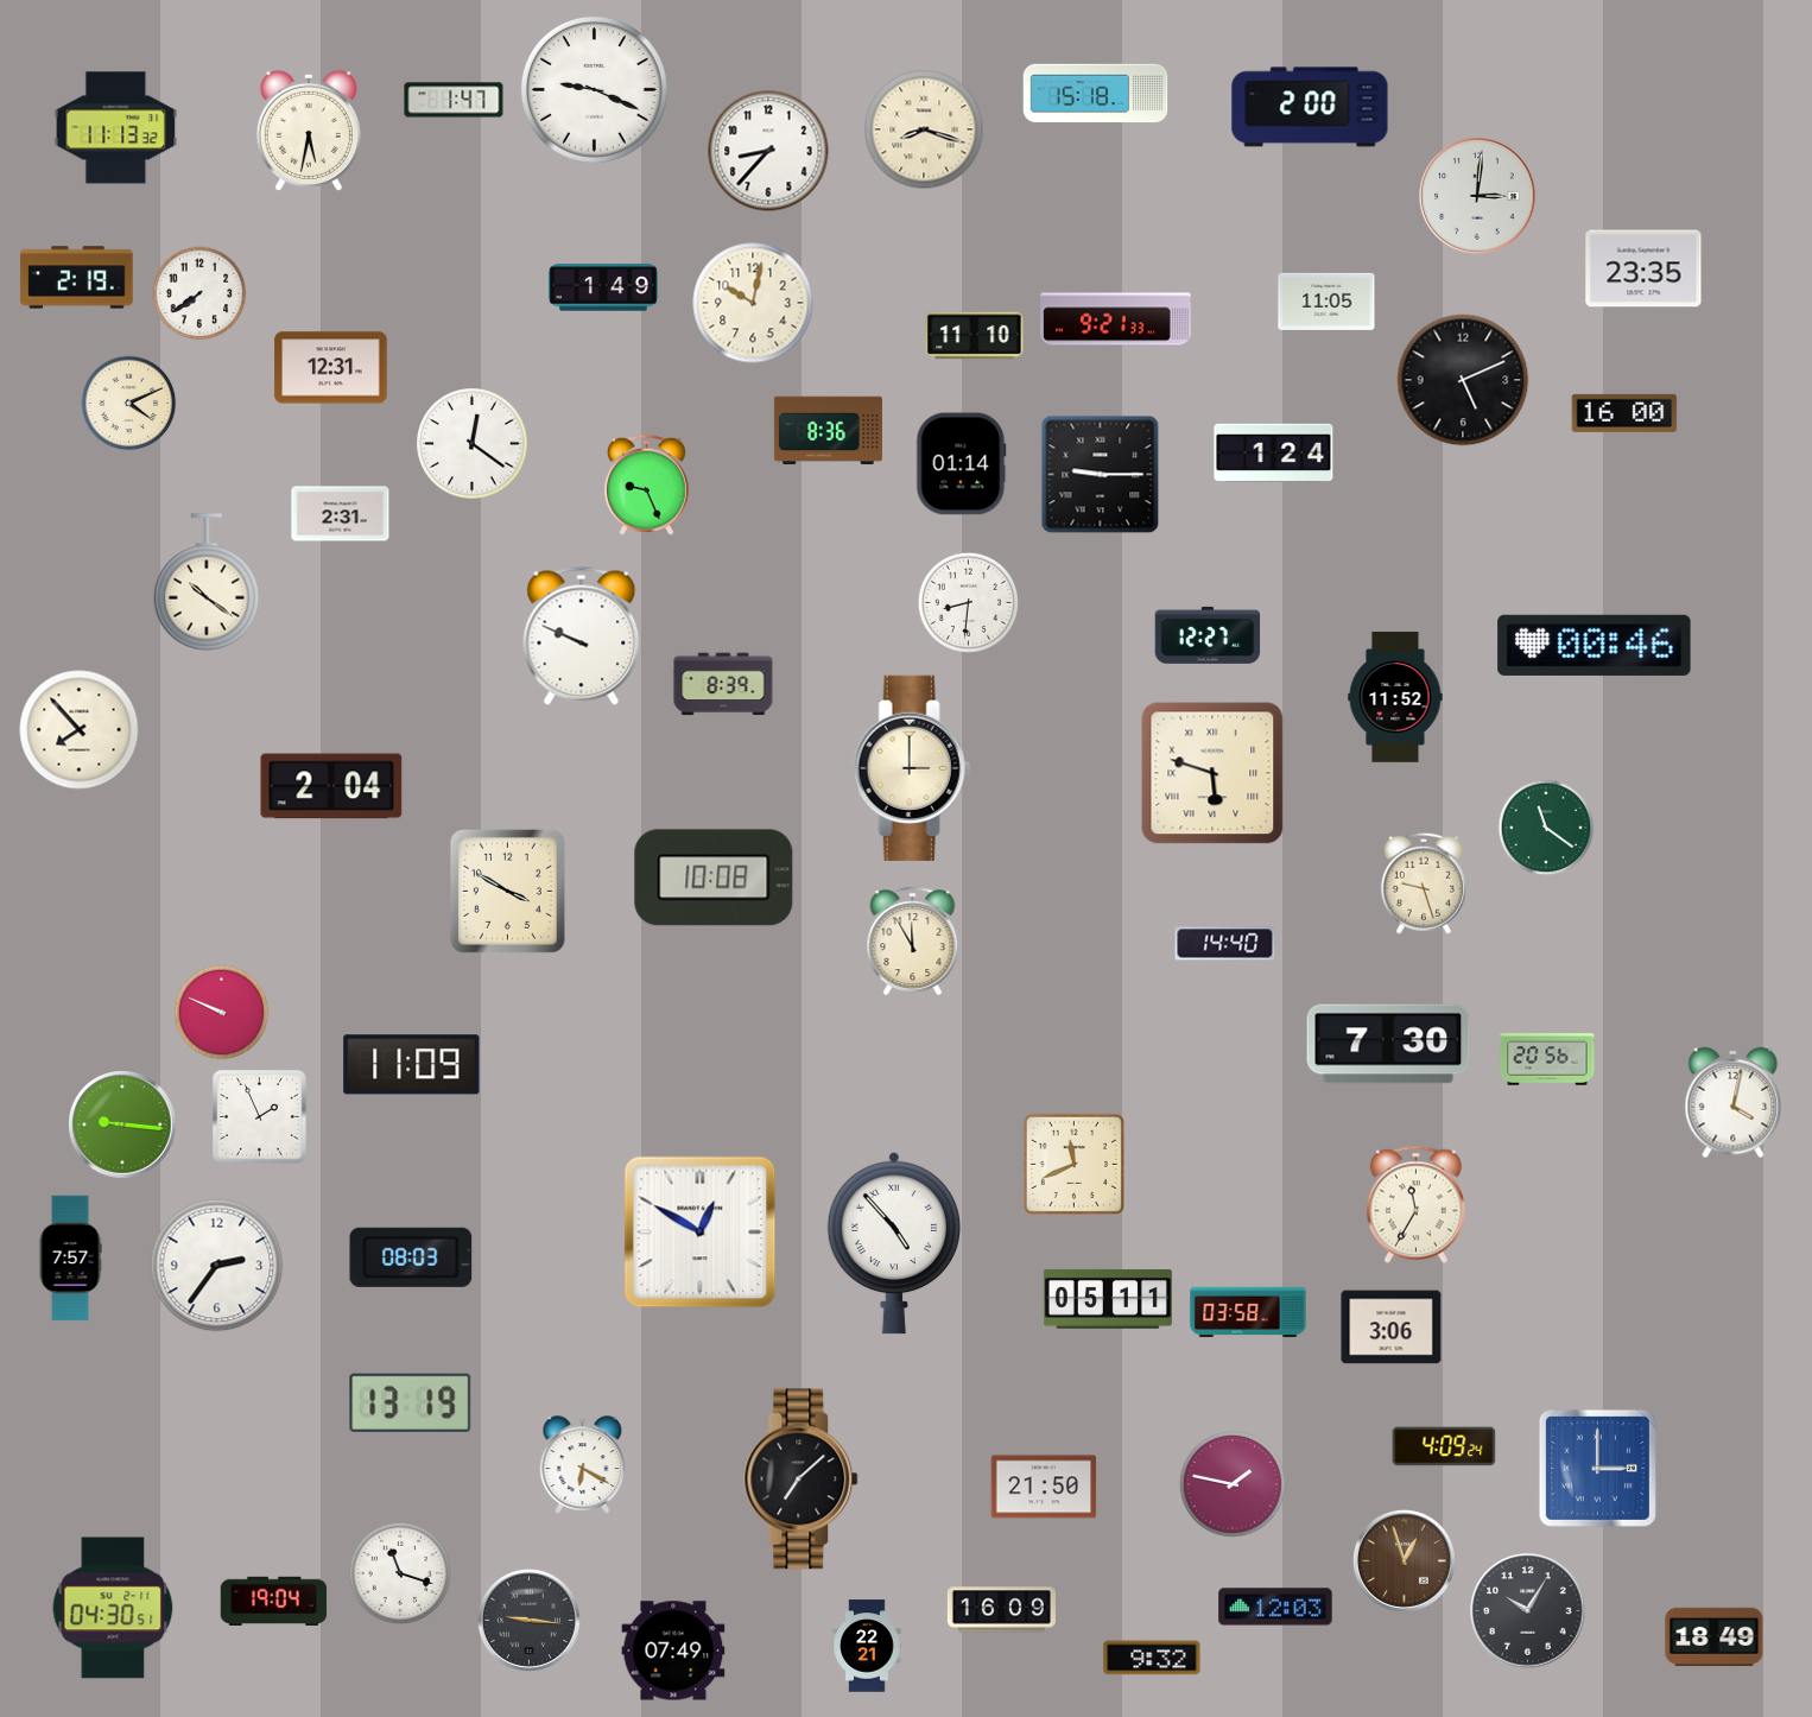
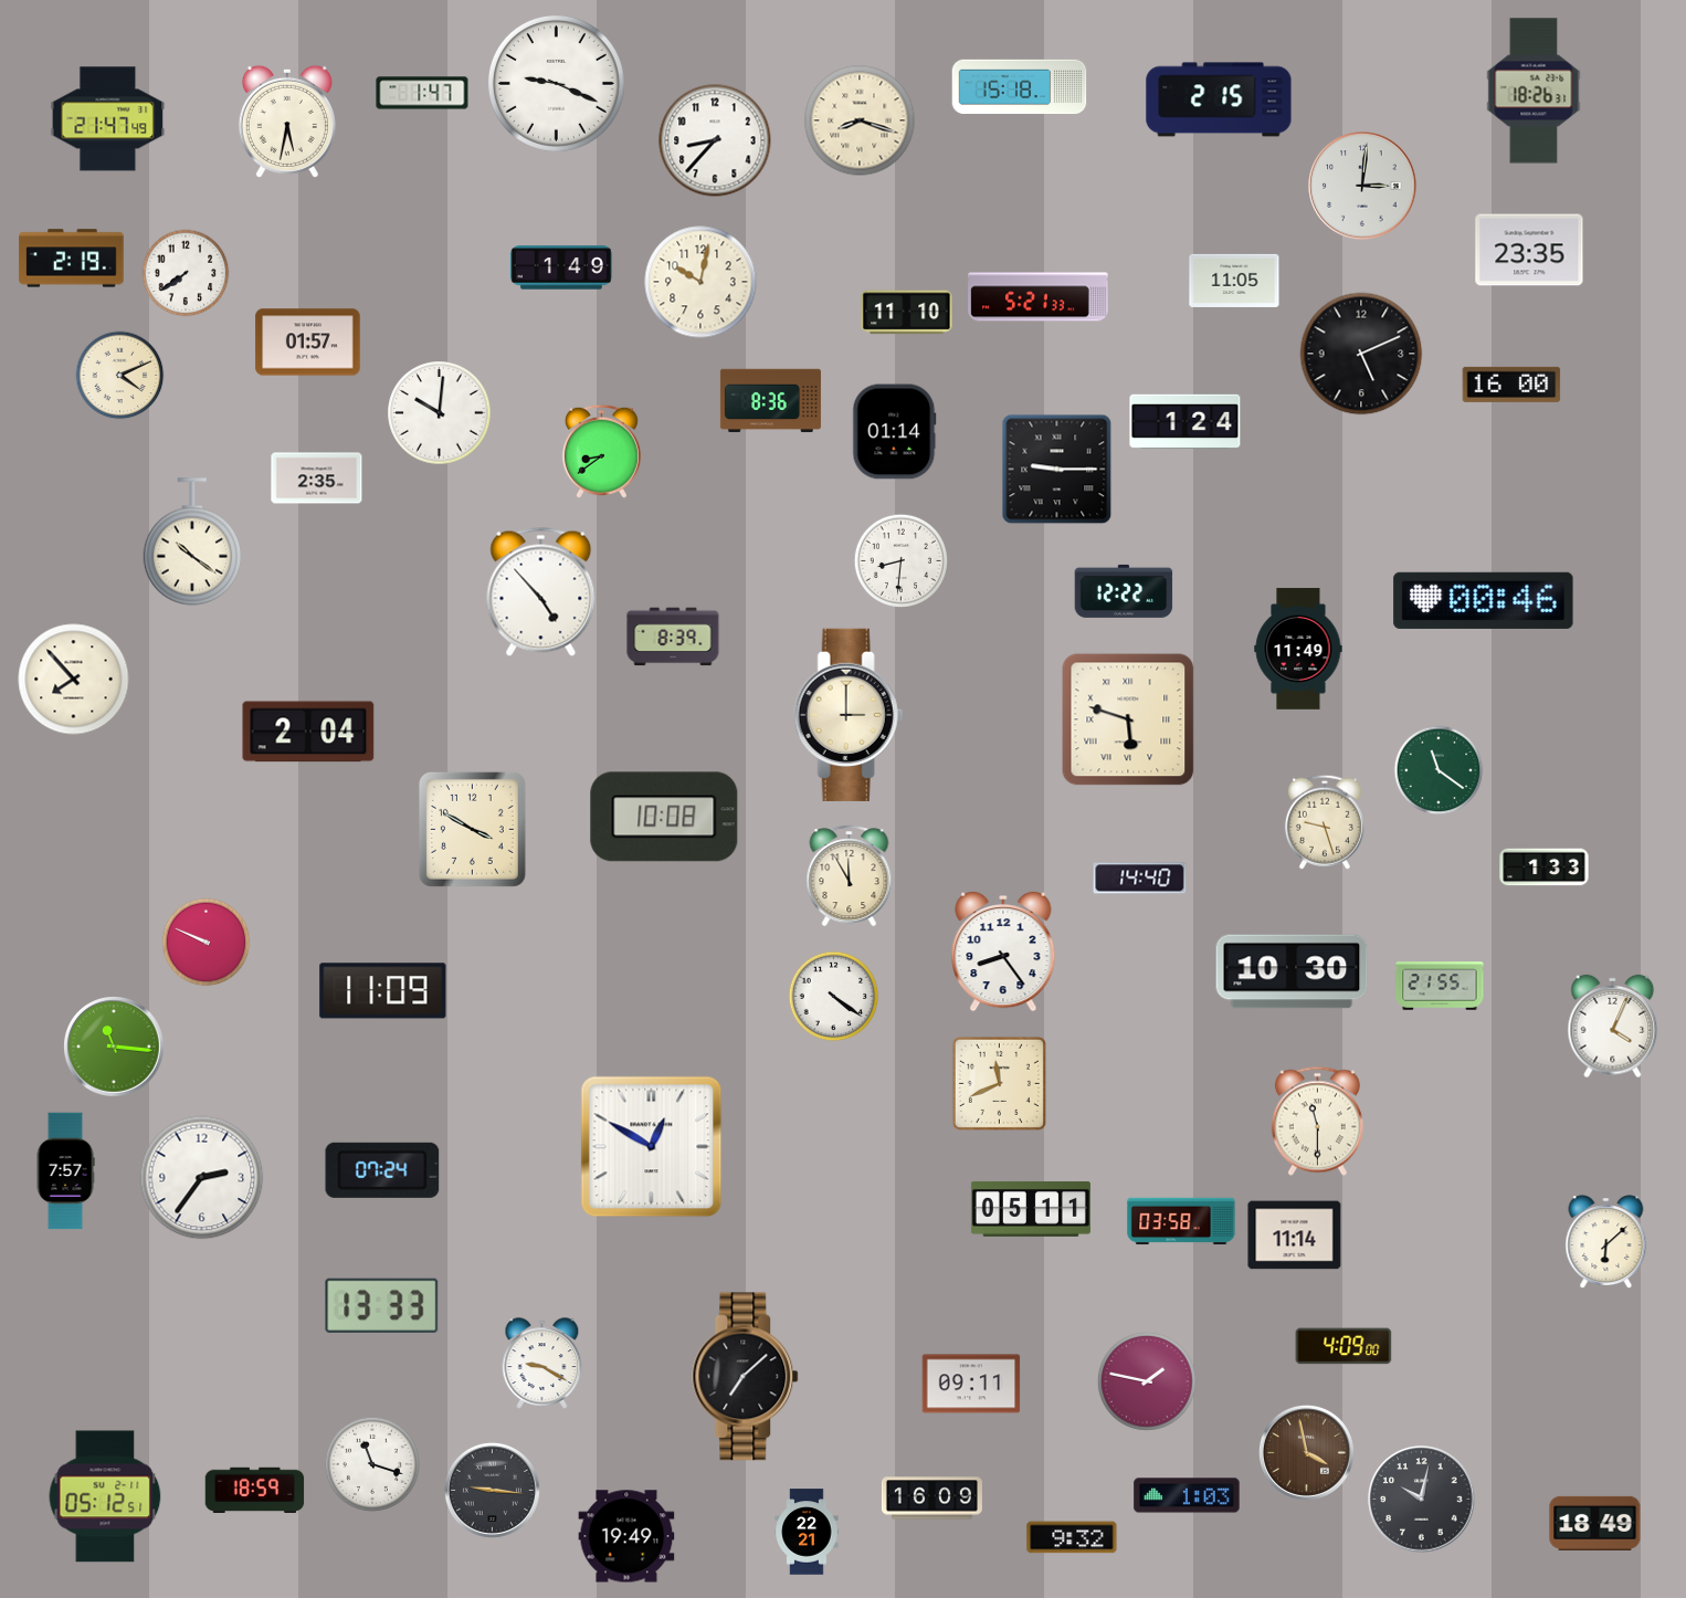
clock at (594, 89) position: (594, 89) -> (556, 83)
clock at (1534, 91): none -> 18:26
clock at (1310, 107): 2:00 -> 2:15
clock at (116, 128): 11:13 -> 21:47
clock at (1477, 196) position: (1477, 196) -> (1362, 186)
clock at (1116, 319): 9:21 -> 5:21
clock at (331, 368): 12:31 -> 01:57
clock at (473, 444): 12:21 -> 10:01
clock at (1101, 475) position: (1101, 475) -> (1057, 470)
clock at (646, 484): 9:26 -> 8:39
clock at (341, 514): 2:31 -> 2:35
clock at (582, 635): 9:49 -> 4:53
clock at (1208, 635): 12:27 -> 12:22
clock at (1395, 697): 11:52 -> 11:49
clock at (1545, 868): none -> 1:33
clock at (1003, 952): none -> 8:24
clock at (1388, 1044): 7:30 -> 10:30
clock at (1547, 1059): 20:56 -> 21:55
clock at (834, 997): none -> 4:21
clock at (1734, 1103): 4:02 -> 4:04
clock at (260, 1117): 1:56 -> none
clock at (123, 1126): 9:16 -> 11:16
clock at (1415, 1205): 11:35 -> 11:30
clock at (893, 1243): 4:53 -> none
clock at (411, 1257): 08:03 -> 07:24
clock at (1248, 1312) position: (1248, 1312) -> (1181, 1221)
clock at (1392, 1328): 3:06 -> 11:14
clock at (1606, 1241): none -> 6:08
clock at (411, 1402): 13:19 -> 13:33
clock at (1444, 1446): 4:09:24 -> 4:09:00
clock at (583, 1465): 6:20 -> 9:20
clock at (1597, 1468): 3:00 -> none
clock at (1044, 1487): 21:50 -> 09:11
clock at (1404, 1560): 12:57 -> 3:58
clock at (274, 1602): 19:04 -> 18:59
clock at (1275, 1607): 12:03 -> 1:03
clock at (113, 1608): 04:30 -> 05:12
clock at (1528, 1611): 10:05 -> 10:02
clock at (528, 1620) position: (528, 1620) -> (492, 1490)
clock at (673, 1651): 07:49 -> 19:49
clock at (1152, 1658) position: (1152, 1658) -> (1072, 1537)
